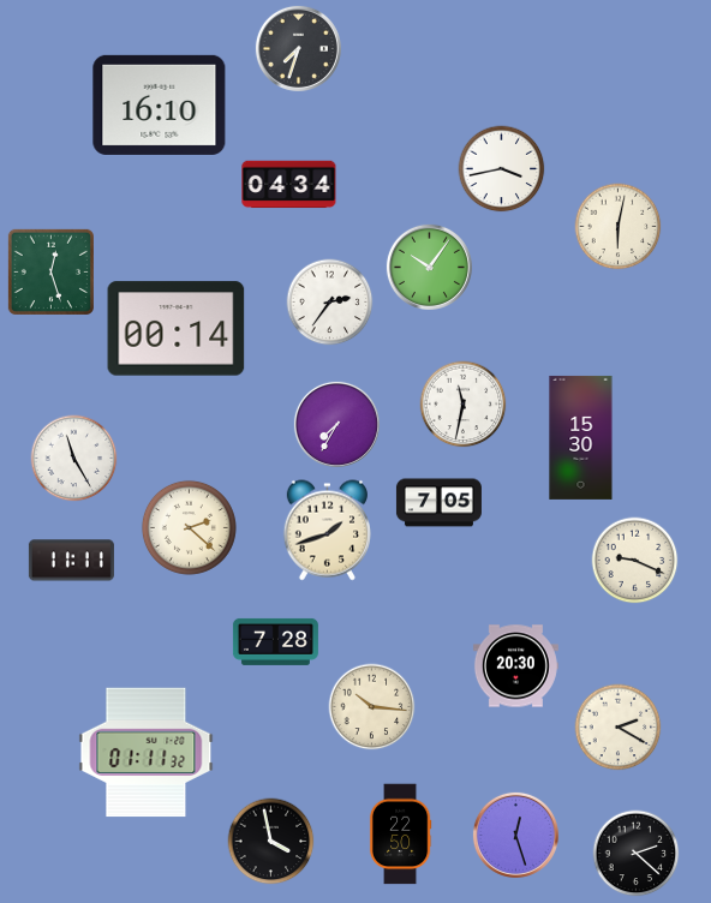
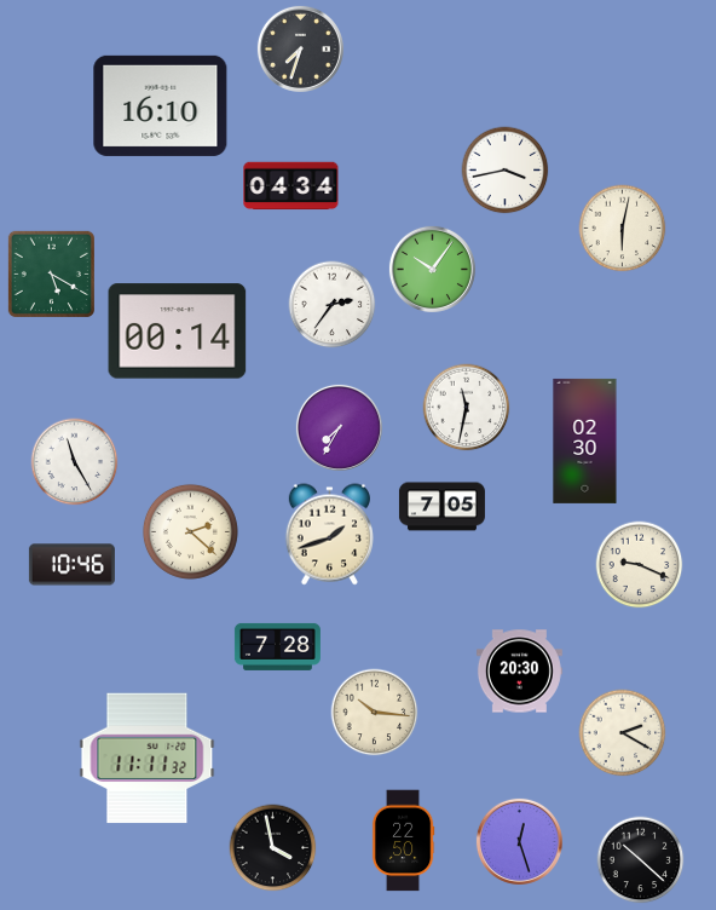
clock at (50, 271): 12:27 -> 5:20
clock at (581, 437): 15:30 -> 02:30
clock at (71, 561): 11:11 -> 10:46
clock at (147, 753): 01:11 -> 11:11
clock at (637, 854): 2:22 -> 10:22
